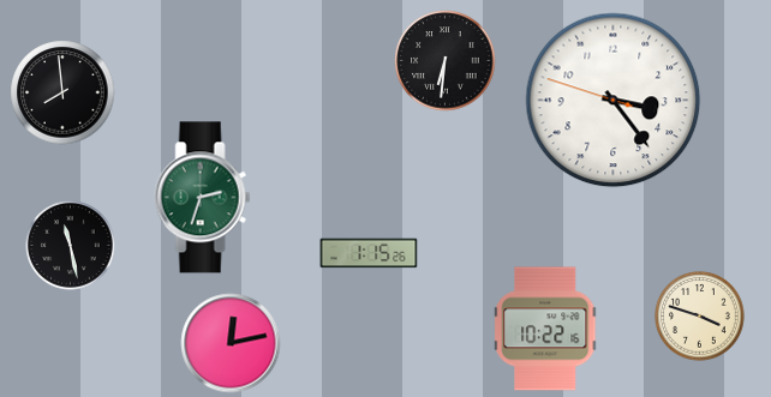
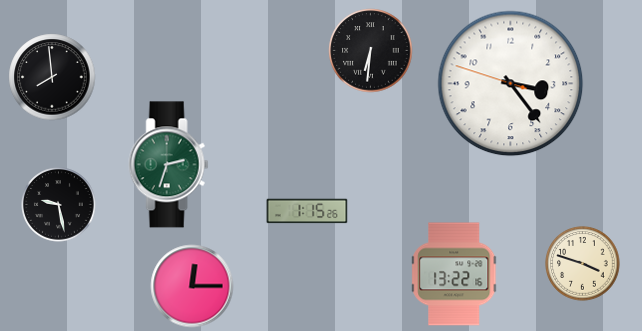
clock at (71, 246): 11:28 -> 9:28
clock at (546, 329): 10:22 -> 13:22
clock at (231, 343): 12:13 -> 12:15
